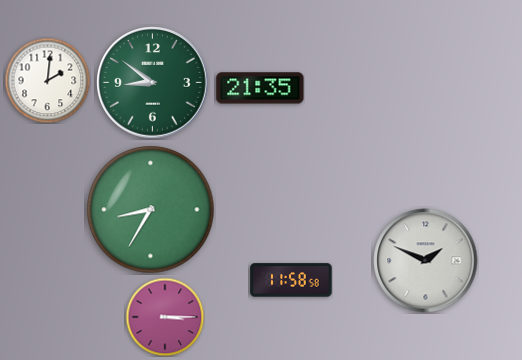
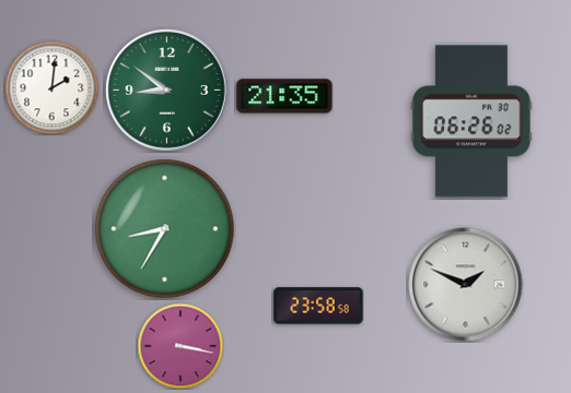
clock at (471, 121): none -> 06:26
clock at (291, 280): 11:58 -> 23:58
clock at (165, 317): 3:15 -> 3:17
